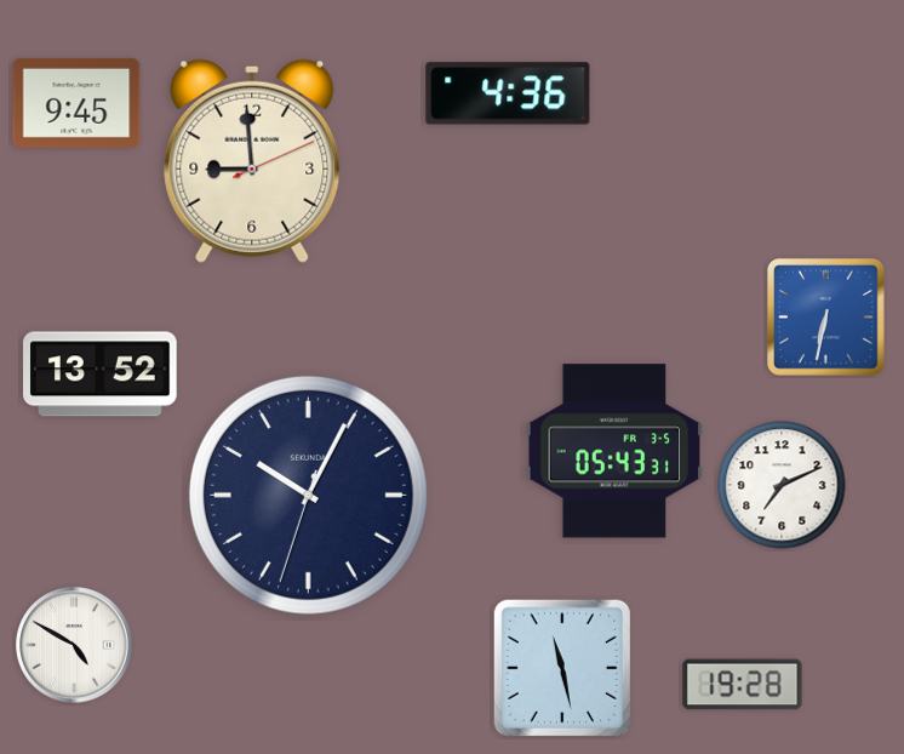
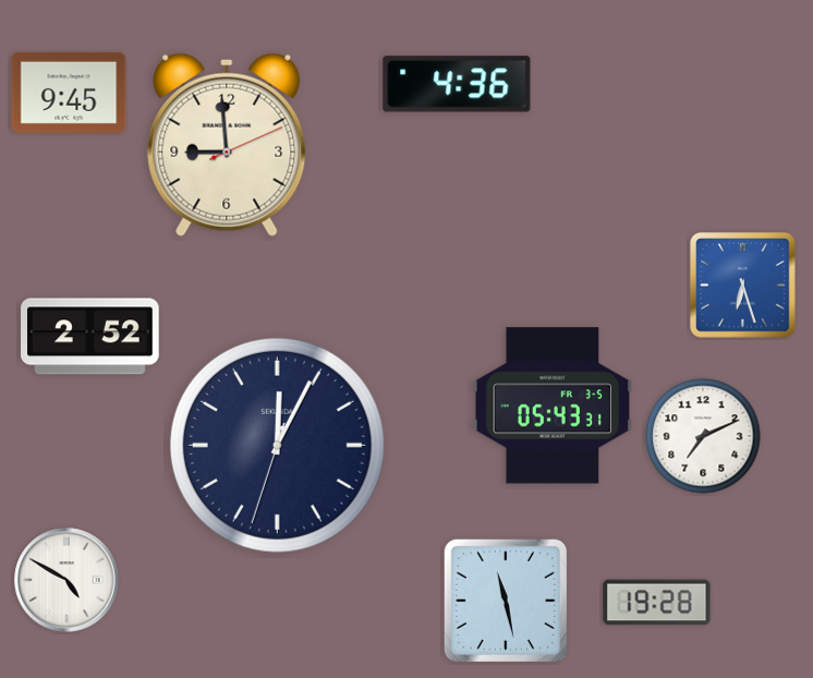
clock at (826, 318): 6:32 -> 6:27
clock at (101, 375): 13:52 -> 2:52
clock at (308, 495): 10:04 -> 12:04
clock at (743, 685) position: (743, 685) -> (657, 603)
